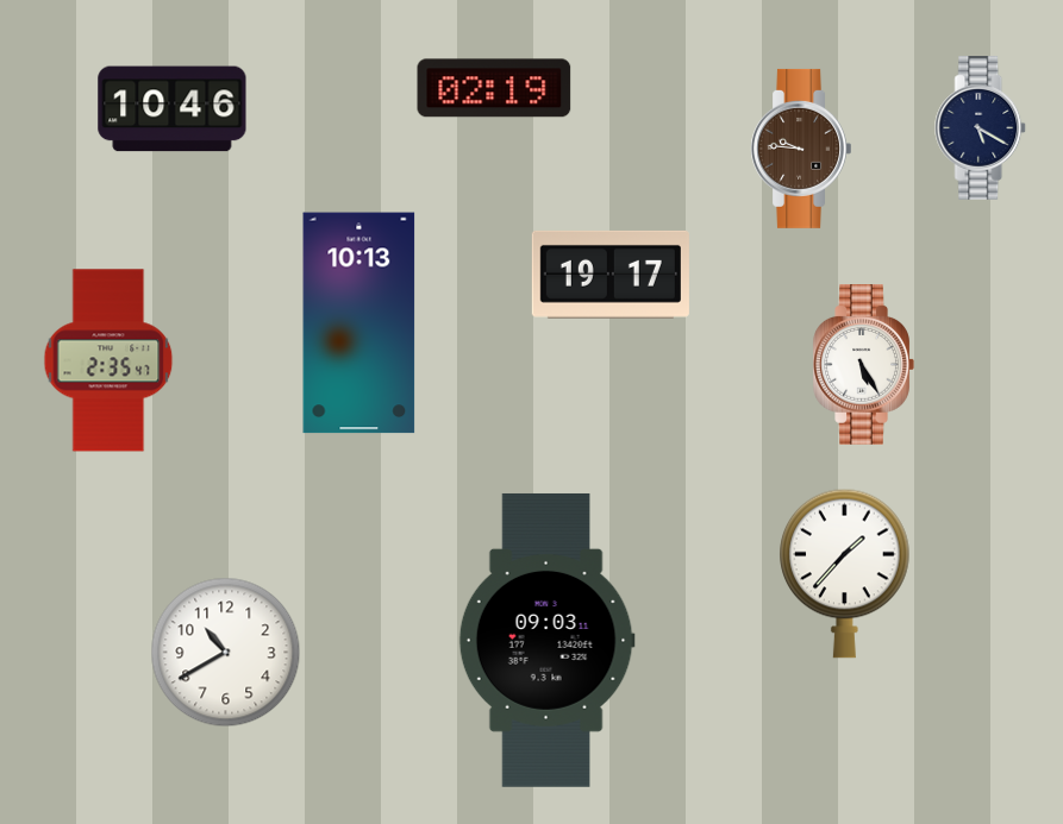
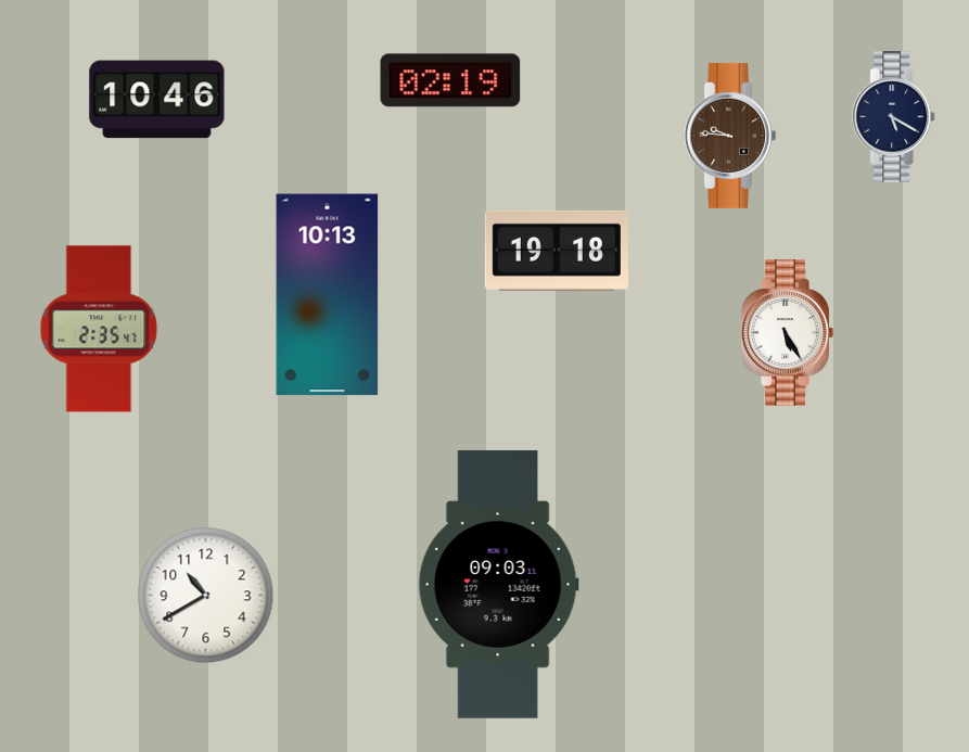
clock at (611, 275): 19:17 -> 19:18
clock at (845, 573): 1:37 -> none
